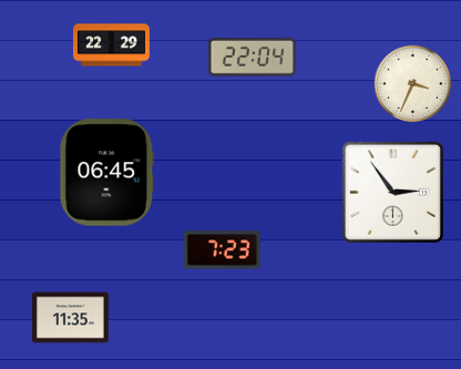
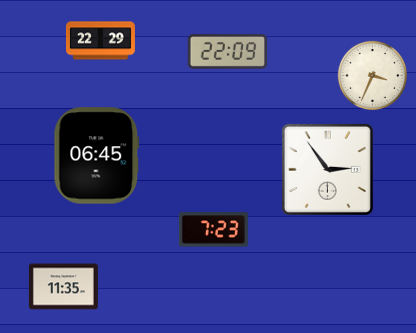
clock at (253, 58): 22:04 -> 22:09
clock at (392, 192) position: (392, 192) -> (327, 169)
clock at (222, 250) position: (222, 250) -> (213, 230)
